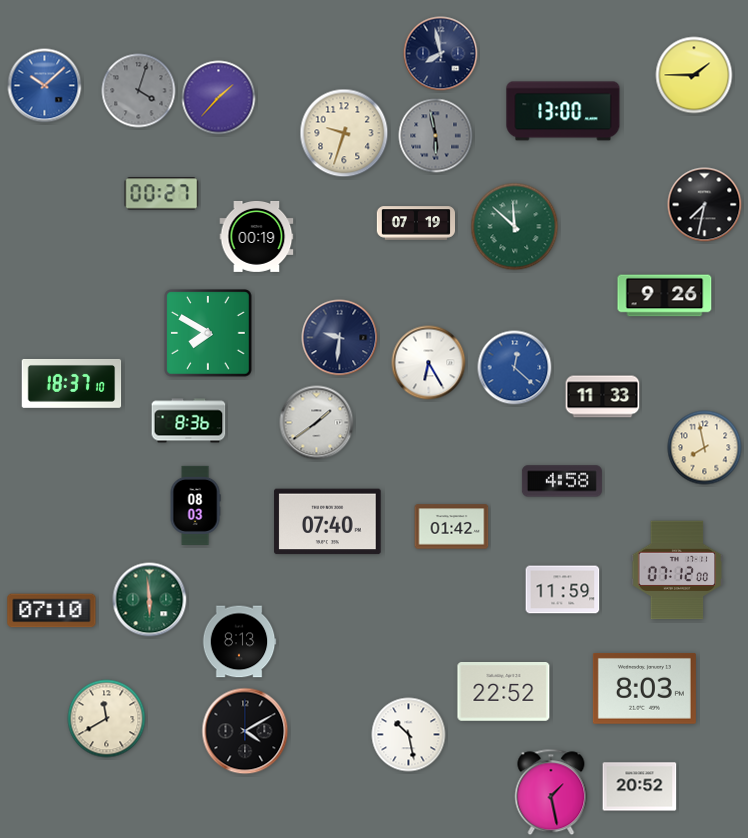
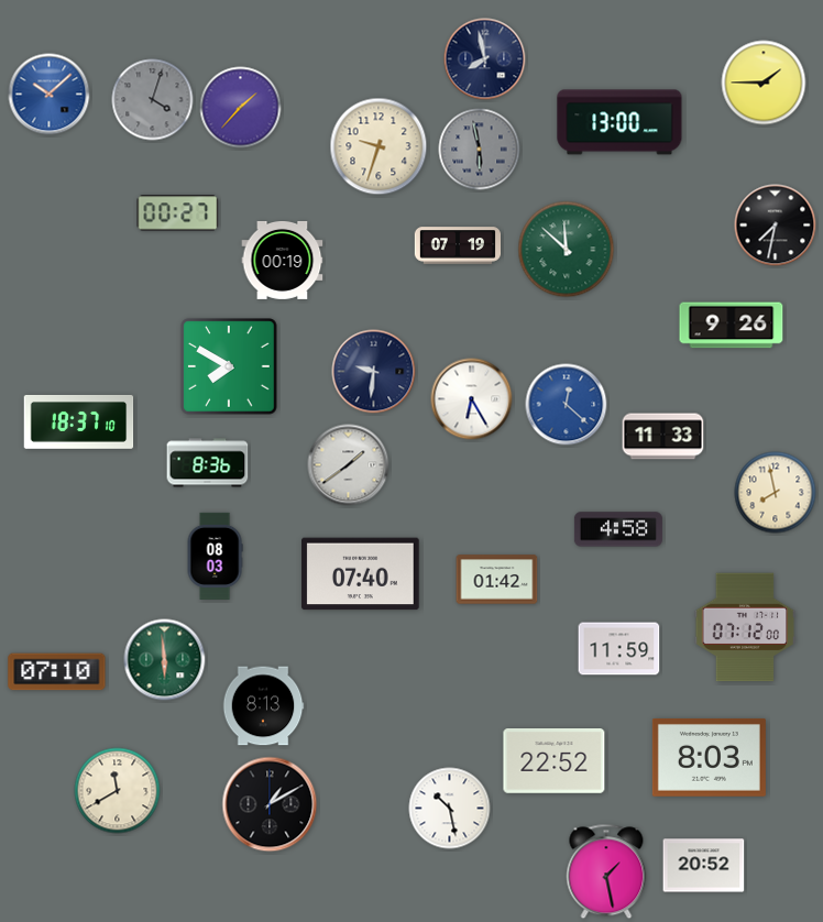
clock at (245, 731): 4:10 -> 1:10
